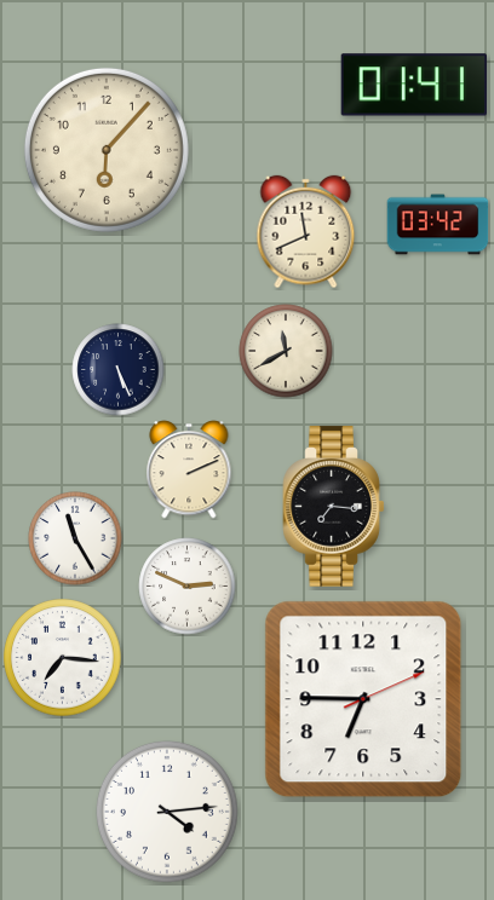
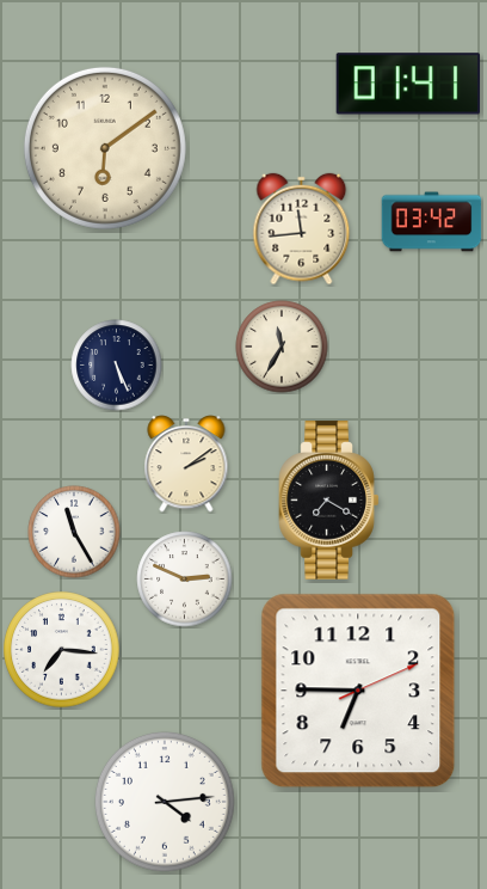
clock at (107, 150): 6:07 -> 6:09
clock at (306, 232): 11:41 -> 11:44
clock at (286, 351): 11:40 -> 11:35
clock at (189, 469): 2:11 -> 2:09
clock at (334, 507): 7:16 -> 7:20
